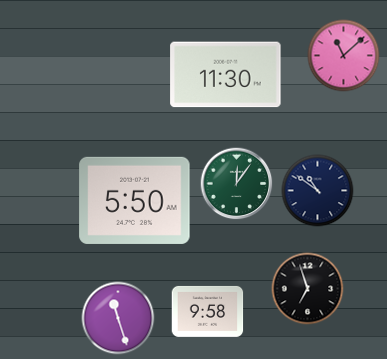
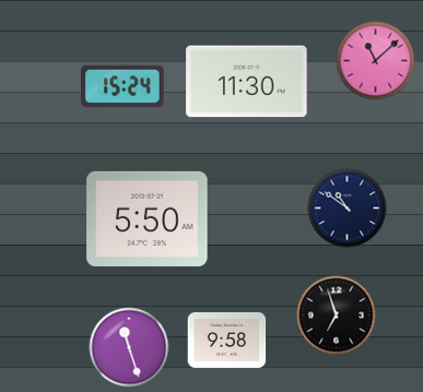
clock at (124, 86): none -> 15:24
clock at (237, 184): 12:06 -> none
